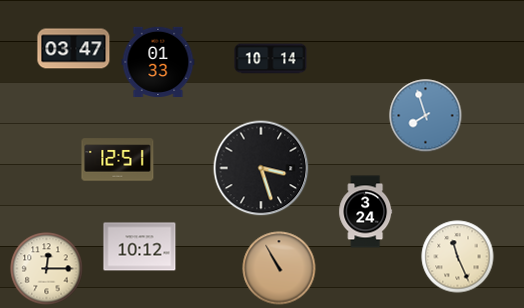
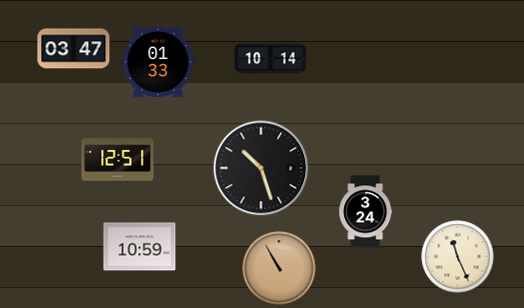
clock at (426, 116): 7:57 -> none
clock at (261, 168): 3:27 -> 10:27
clock at (140, 247): 10:12 -> 10:59
clock at (47, 269): 12:15 -> none
